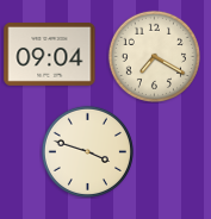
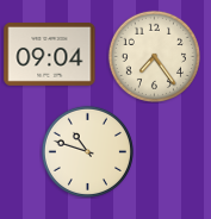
clock at (154, 56): 7:20 -> 7:24
clock at (87, 151): 3:48 -> 10:48
